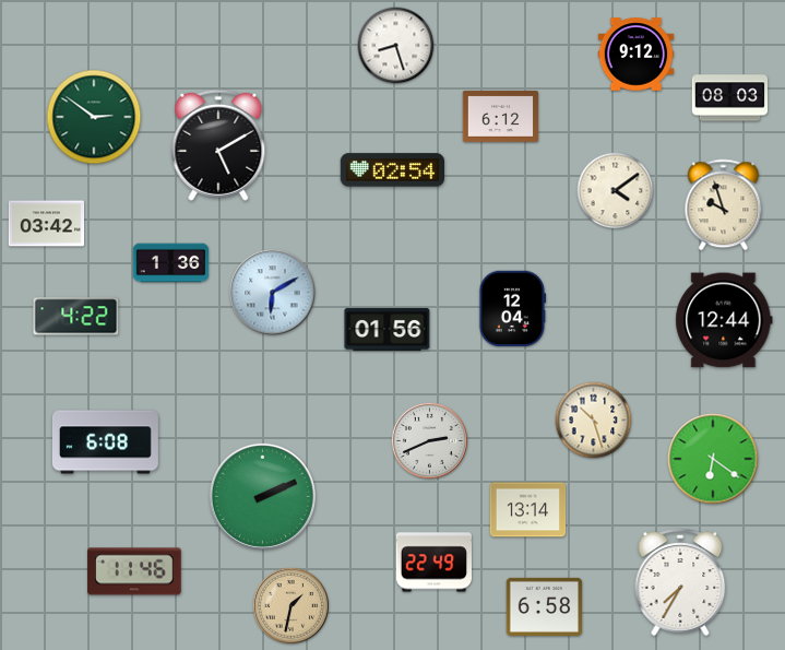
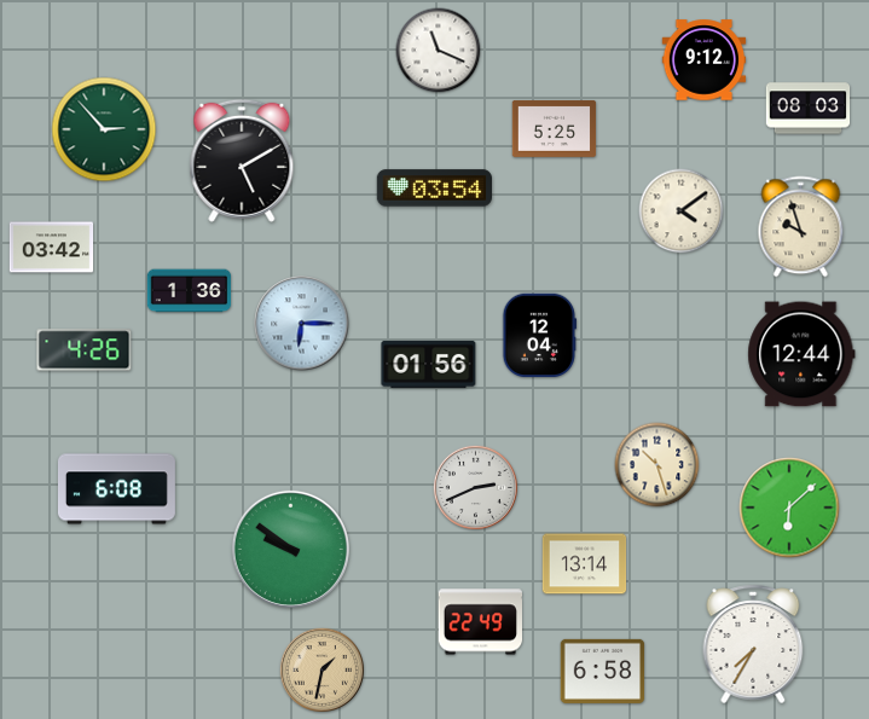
clock at (396, 46): 8:27 -> 11:19
clock at (501, 116): 6:12 -> 5:25
clock at (94, 117): 2:51 -> 2:53
clock at (392, 170): 02:54 -> 03:54
clock at (273, 293): 6:10 -> 6:15
clock at (513, 309) position: (513, 309) -> (540, 336)
clock at (76, 317): 4:22 -> 4:26
clock at (713, 459): 6:21 -> 6:08
clock at (262, 496): 2:11 -> 9:51
clock at (134, 571): 11:46 -> none
